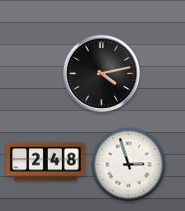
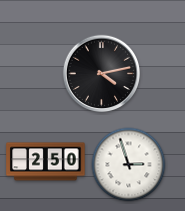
clock at (46, 162): 2:48 -> 2:50
